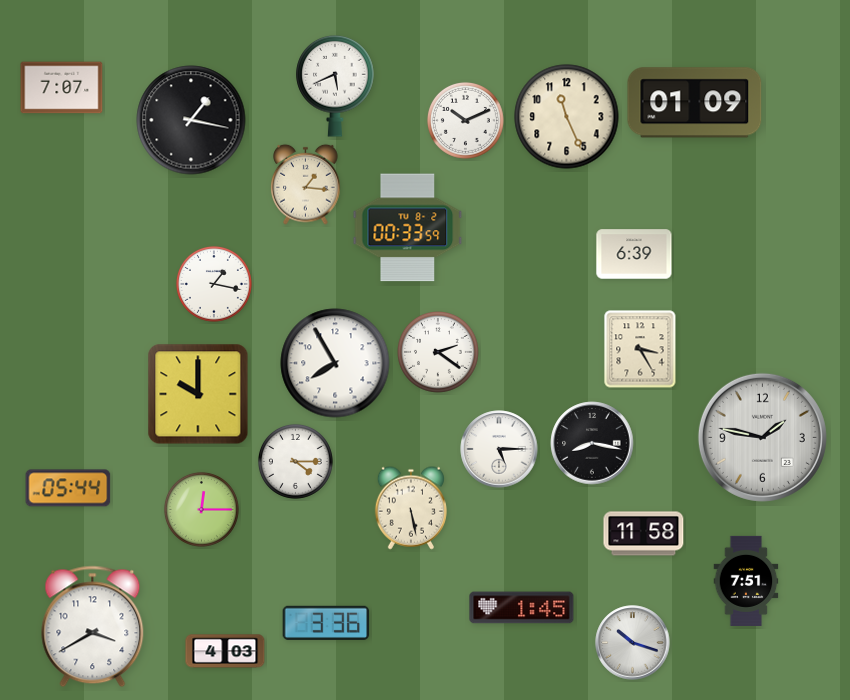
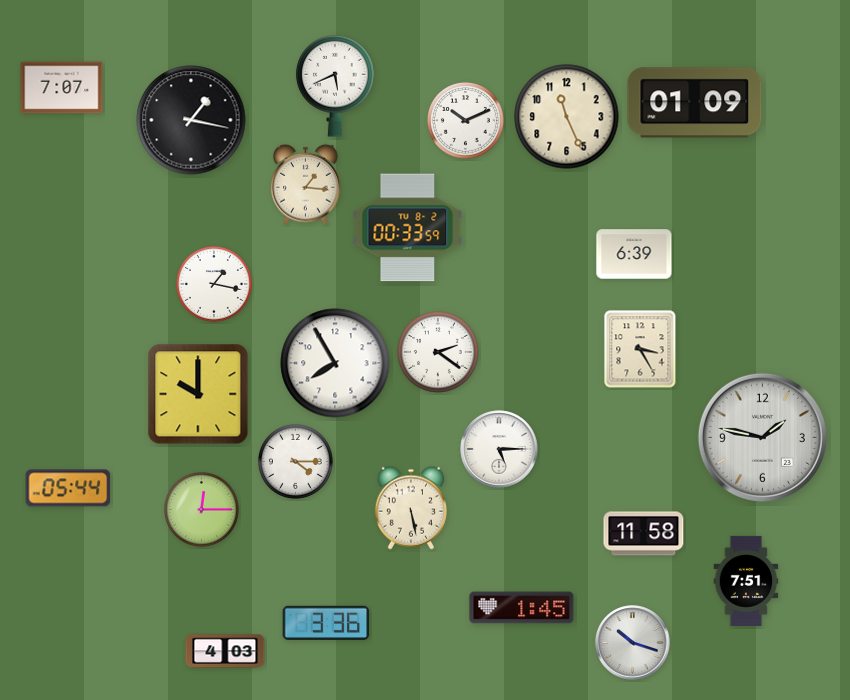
clock at (592, 443): 8:17 -> none
clock at (93, 627): 3:40 -> none
